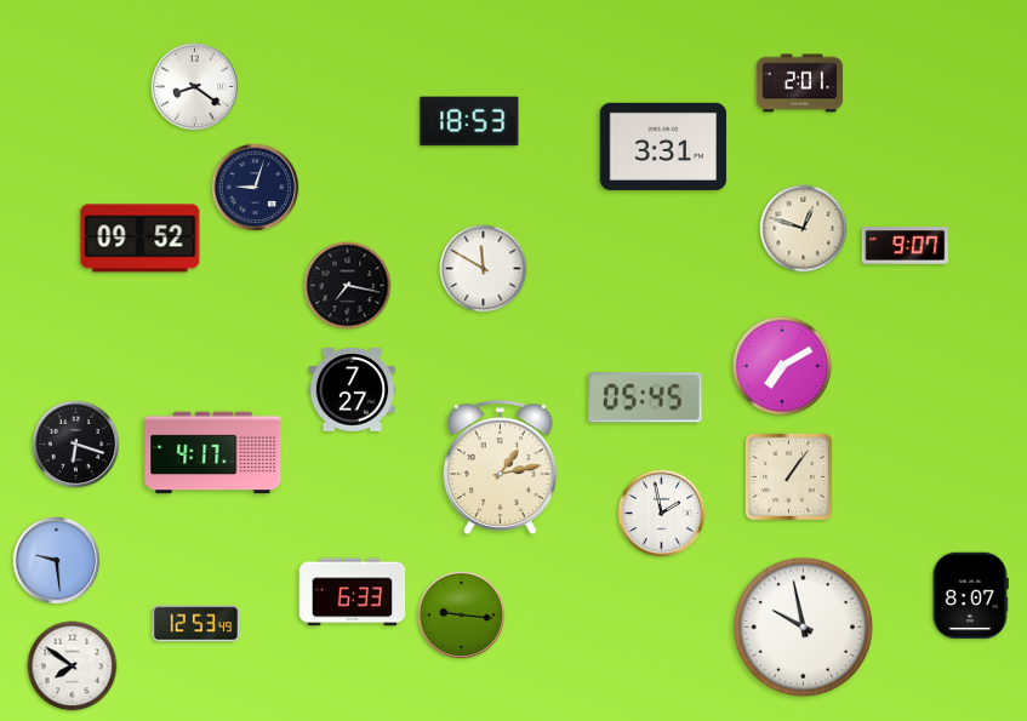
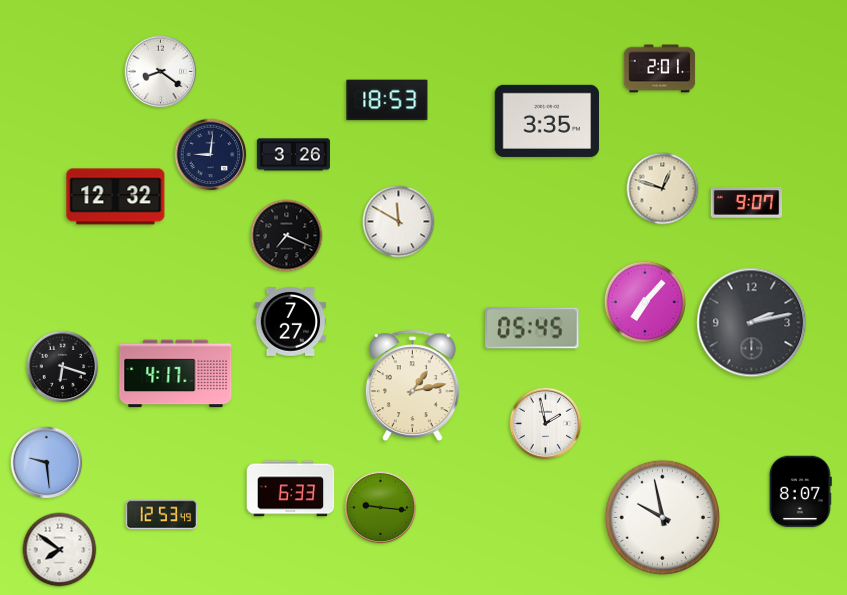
clock at (662, 147): 3:31 -> 3:35
clock at (256, 188): 9:03 -> 9:01
clock at (293, 155): none -> 3:26
clock at (141, 239): 09:52 -> 12:32
clock at (348, 286): 7:17 -> 7:19
clock at (782, 366): 7:10 -> 7:07
clock at (752, 323): none -> 2:13
clock at (788, 476): 1:06 -> none
